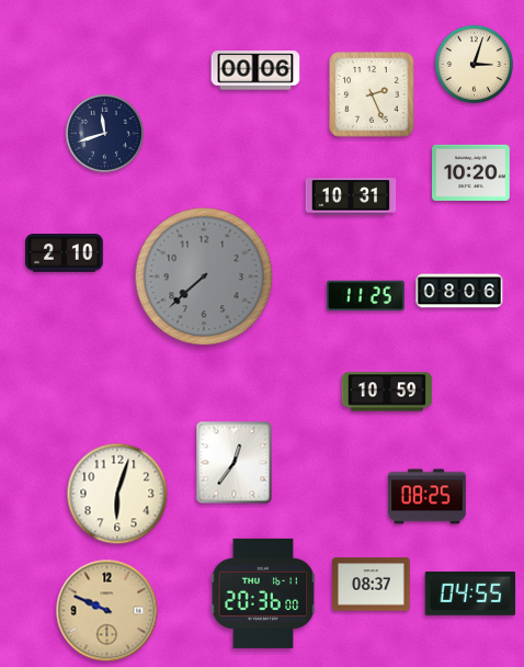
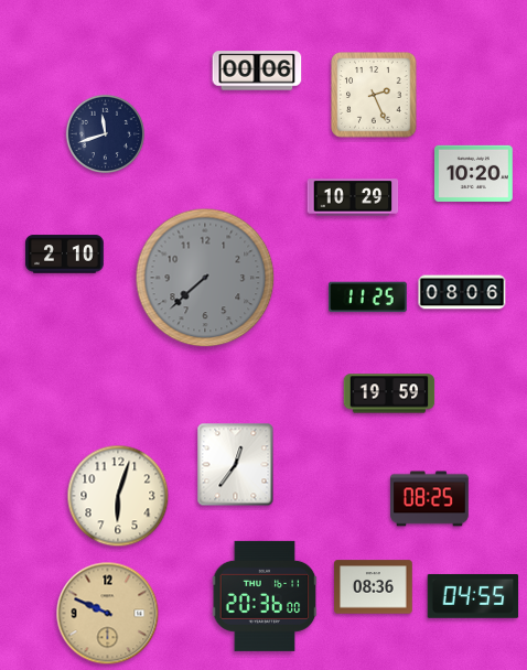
clock at (475, 65): 3:03 -> none
clock at (351, 196): 10:31 -> 10:29
clock at (387, 392): 10:59 -> 19:59
clock at (372, 585): 08:37 -> 08:36
